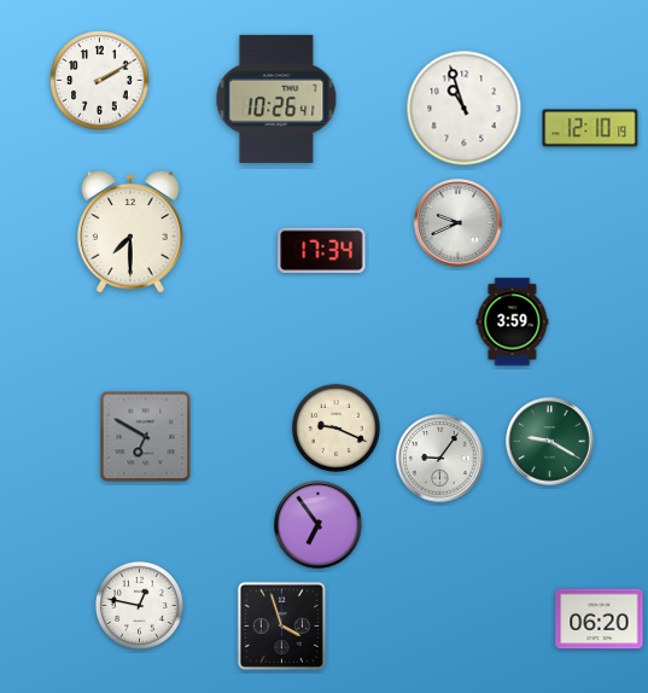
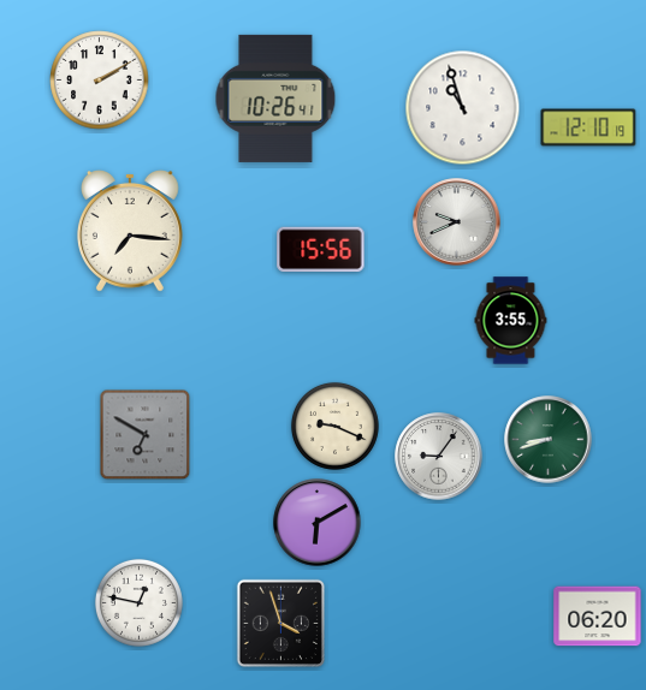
clock at (130, 233): 7:30 -> 7:16
clock at (322, 250): 17:34 -> 15:56
clock at (513, 322): 3:59 -> 3:55
clock at (550, 442): 9:20 -> 8:42
clock at (319, 525): 6:54 -> 6:10
